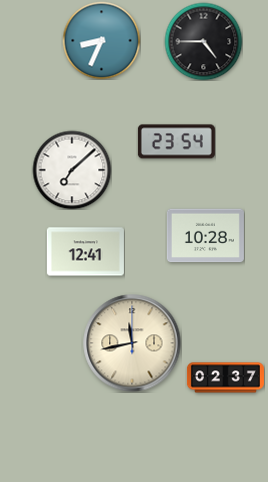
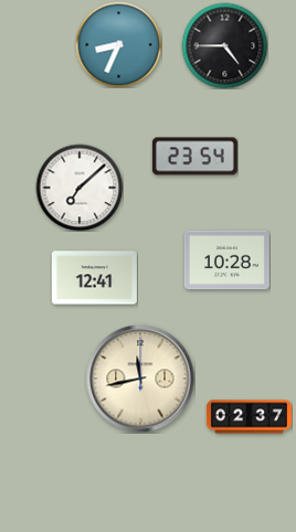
clock at (101, 40) position: (101, 40) -> (118, 44)
clock at (132, 343) position: (132, 343) -> (140, 379)
